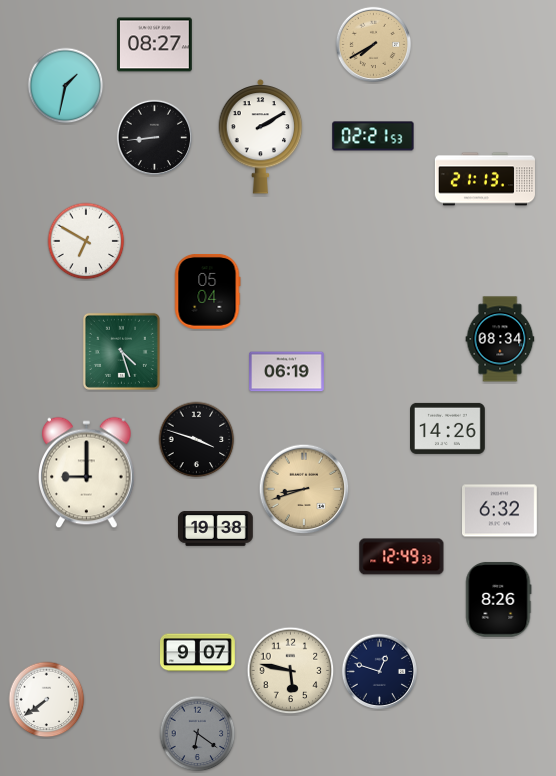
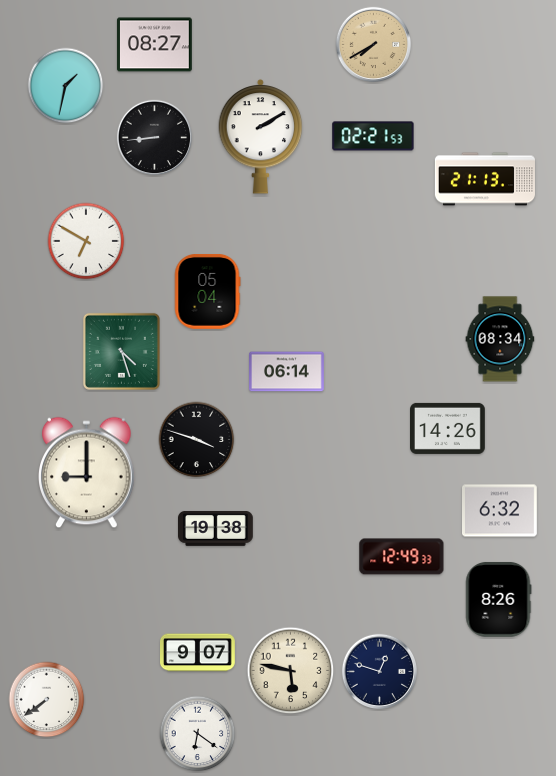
clock at (287, 372): 06:19 -> 06:14
clock at (304, 489): 8:42 -> none
clock at (198, 734) dial: grey -> white
